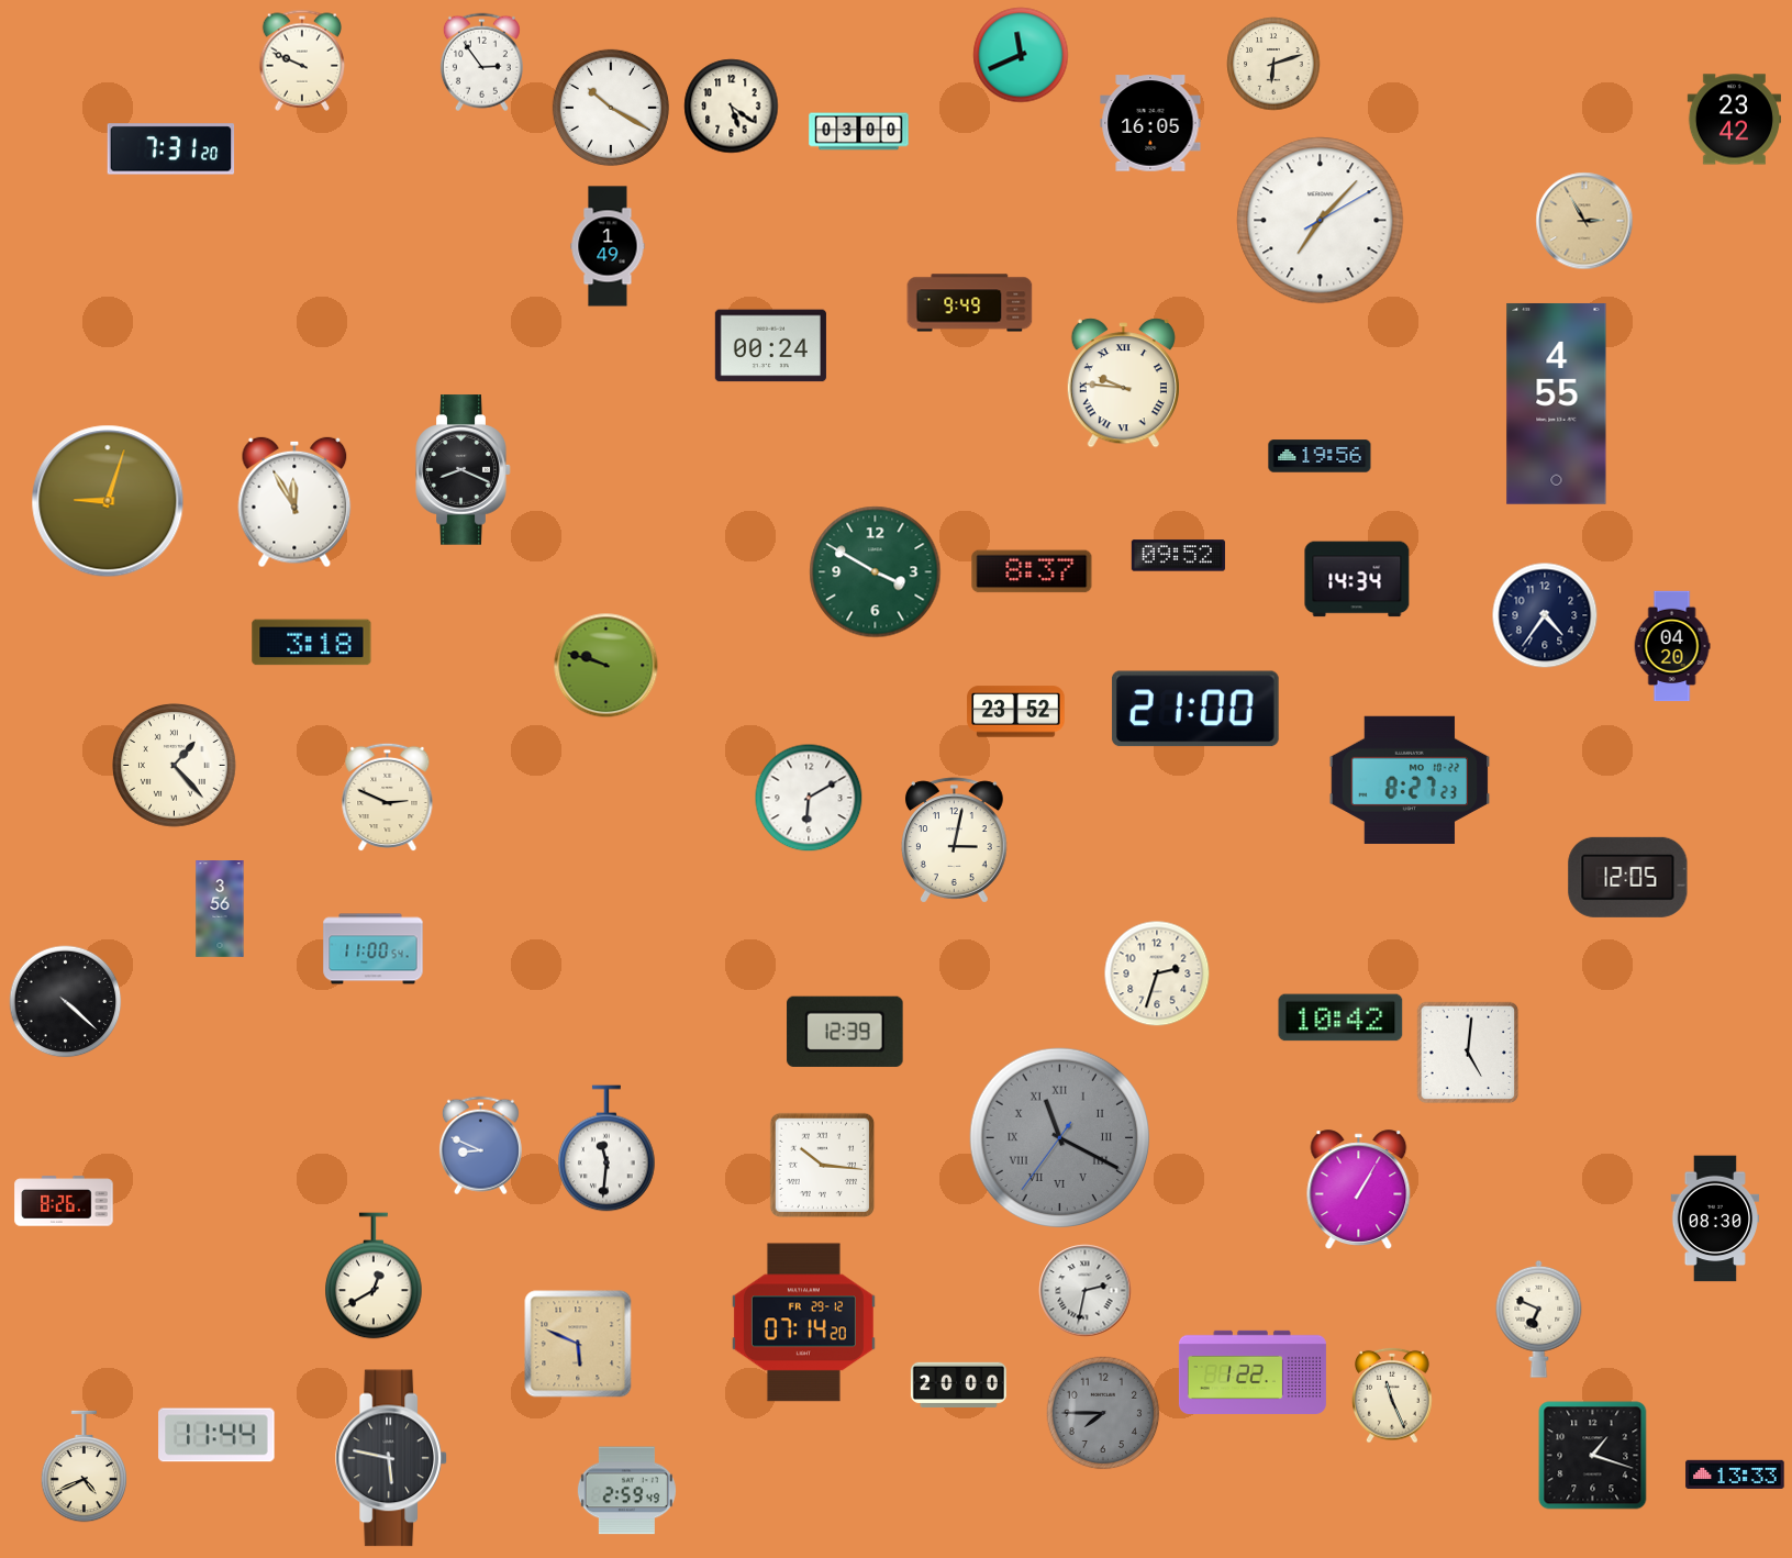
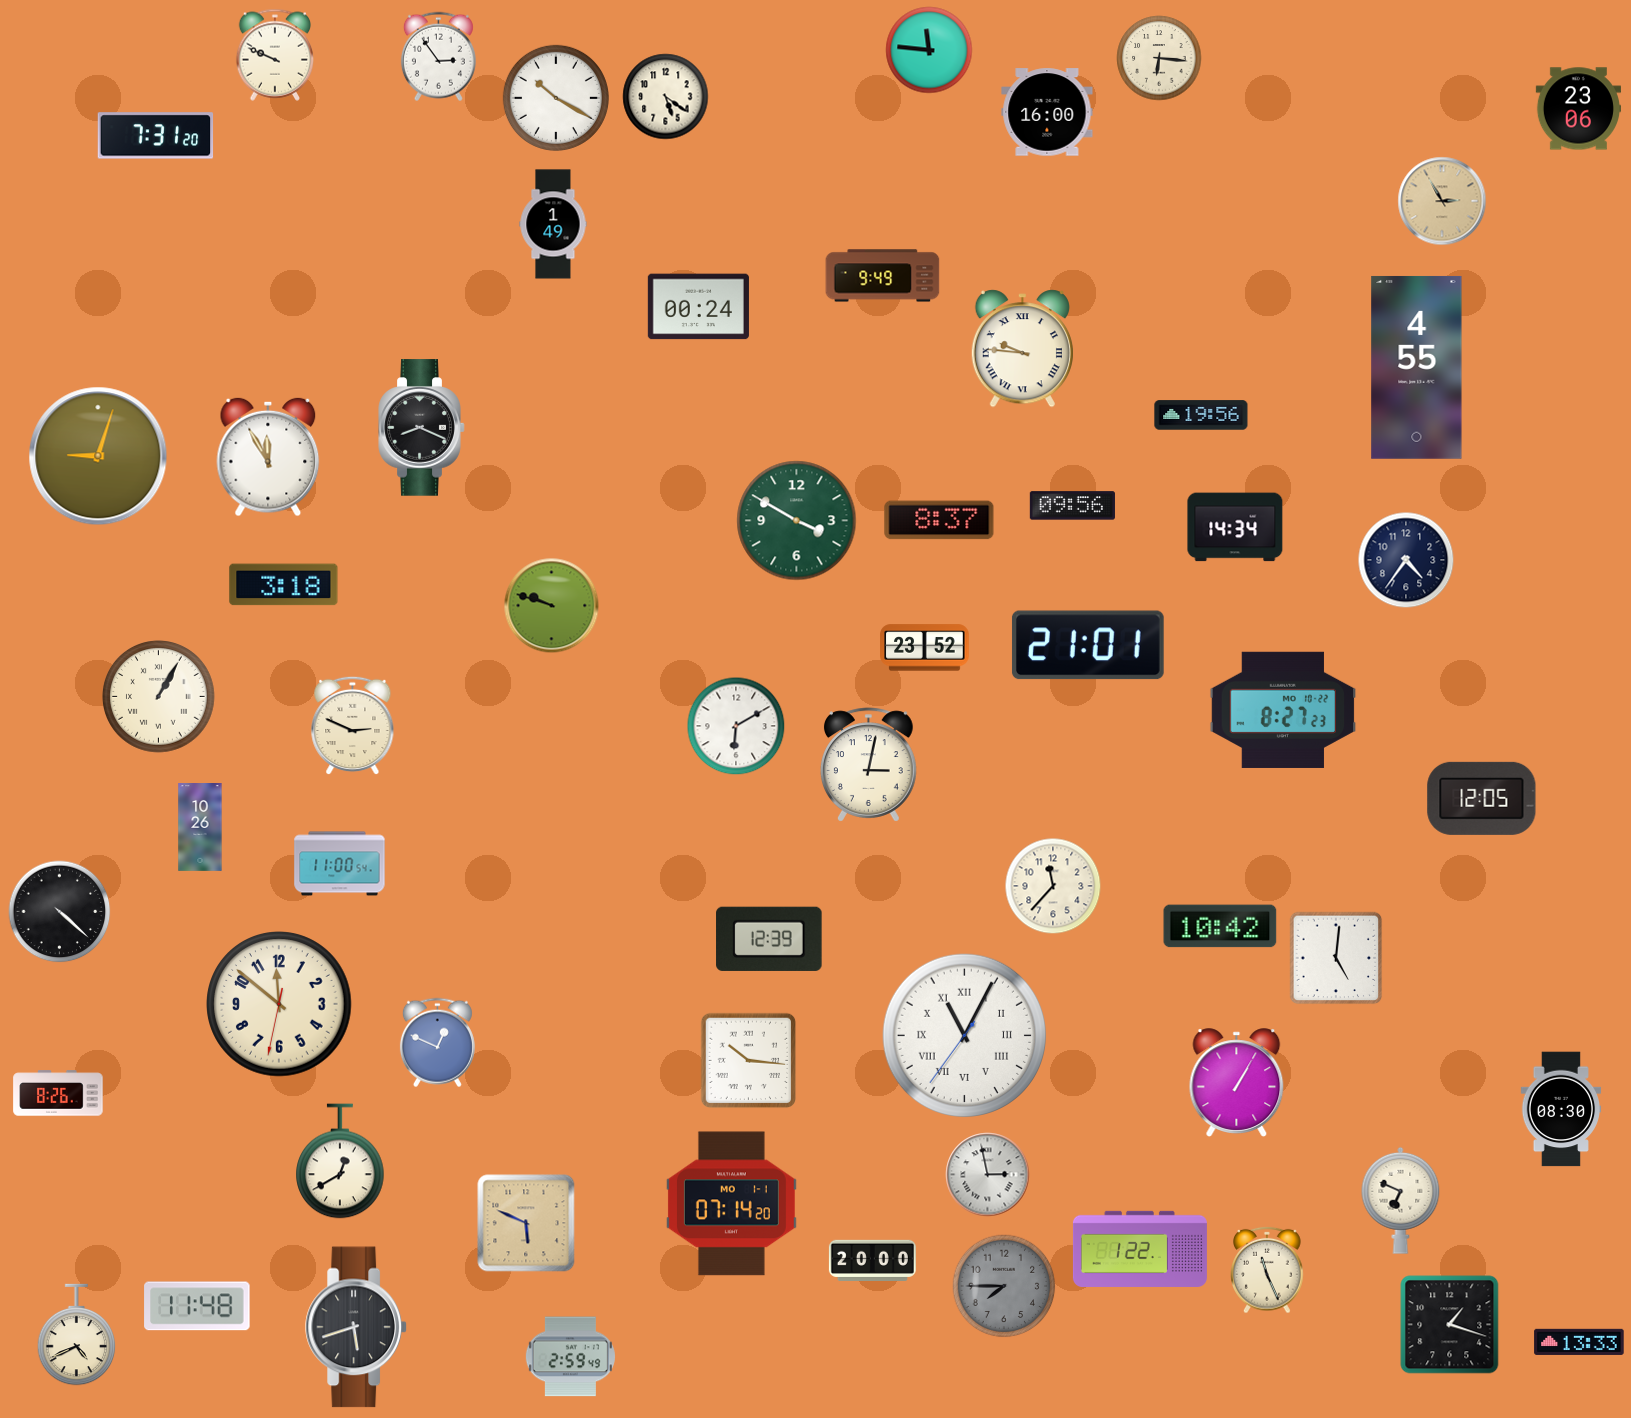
clock at (1021, 55): 11:41 -> 11:46
clock at (1273, 64): 6:12 -> 6:16
clock at (1734, 120): 23:42 -> 23:06
clock at (1150, 123): 16:05 -> 16:00
clock at (859, 132): 03:00 -> none
clock at (1321, 221): 7:07 -> none
clock at (770, 346) position: (770, 346) -> (698, 307)
clock at (1178, 556): 09:52 -> 09:56
clock at (1672, 646): 04:20 -> none
clock at (1195, 709): 21:00 -> 21:01
clock at (175, 766): 1:23 -> 1:05
clock at (220, 910): 3:56 -> 10:26
clock at (1157, 973): 2:33 -> 11:37
clock at (279, 1004): none -> 11:51
clock at (1060, 1138): 11:19 -> 11:04
clock at (1060, 1138) dial: grey -> white
clock at (480, 1146): 8:49 -> 12:49
clock at (606, 1148): 11:31 -> none
clock at (1086, 1291): 2:32 -> 2:58
clock at (803, 1323) date: FR 29-12 -> MO 1-1
clock at (216, 1435): 11:44 -> 11:48
clock at (391, 1458): 5:47 -> 5:42
